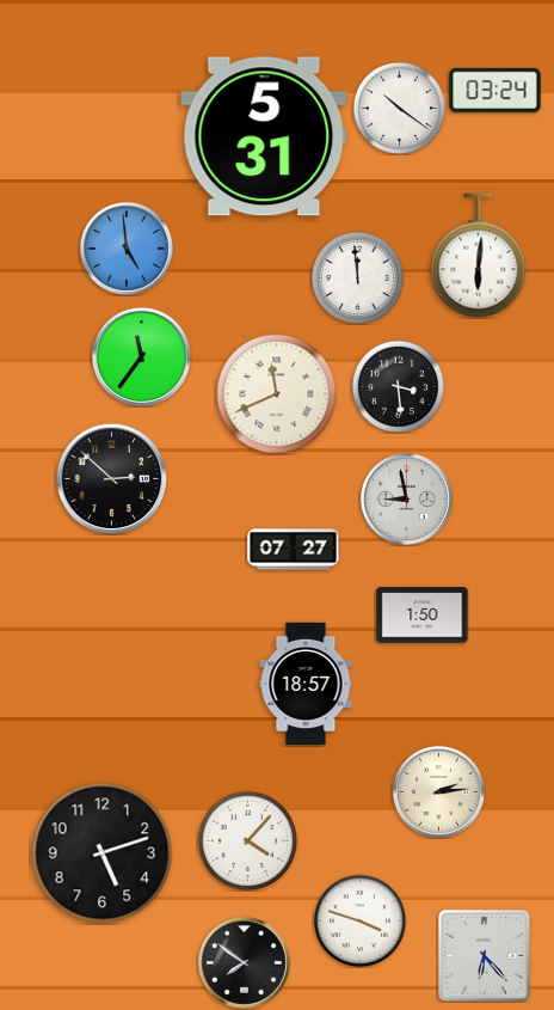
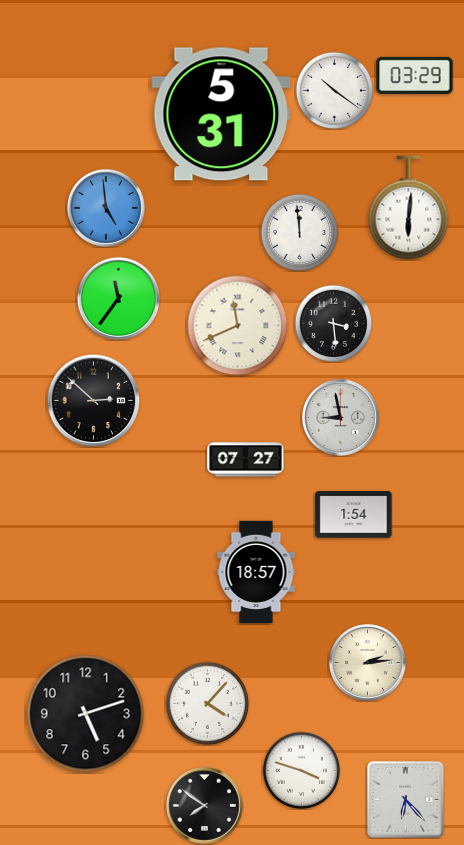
clock at (495, 90): 03:24 -> 03:29
clock at (479, 256) position: (479, 256) -> (409, 208)
clock at (277, 394) position: (277, 394) -> (238, 326)
clock at (423, 616): 1:50 -> 1:54
